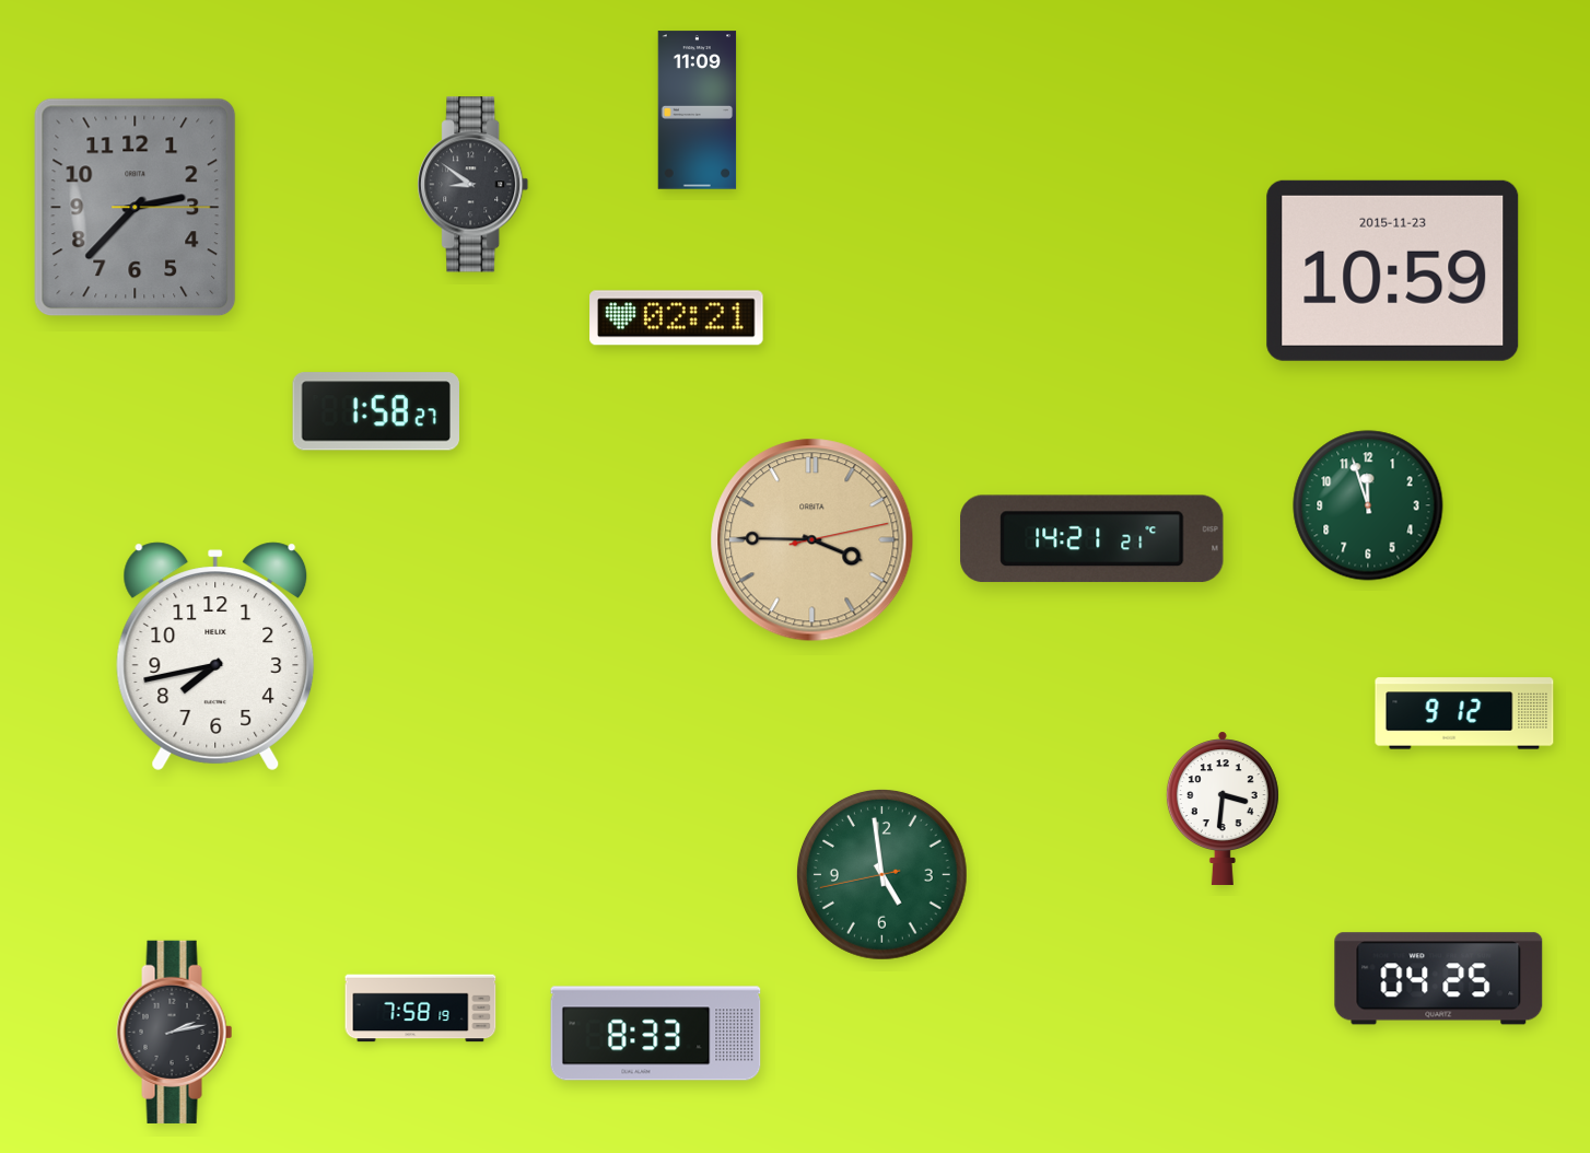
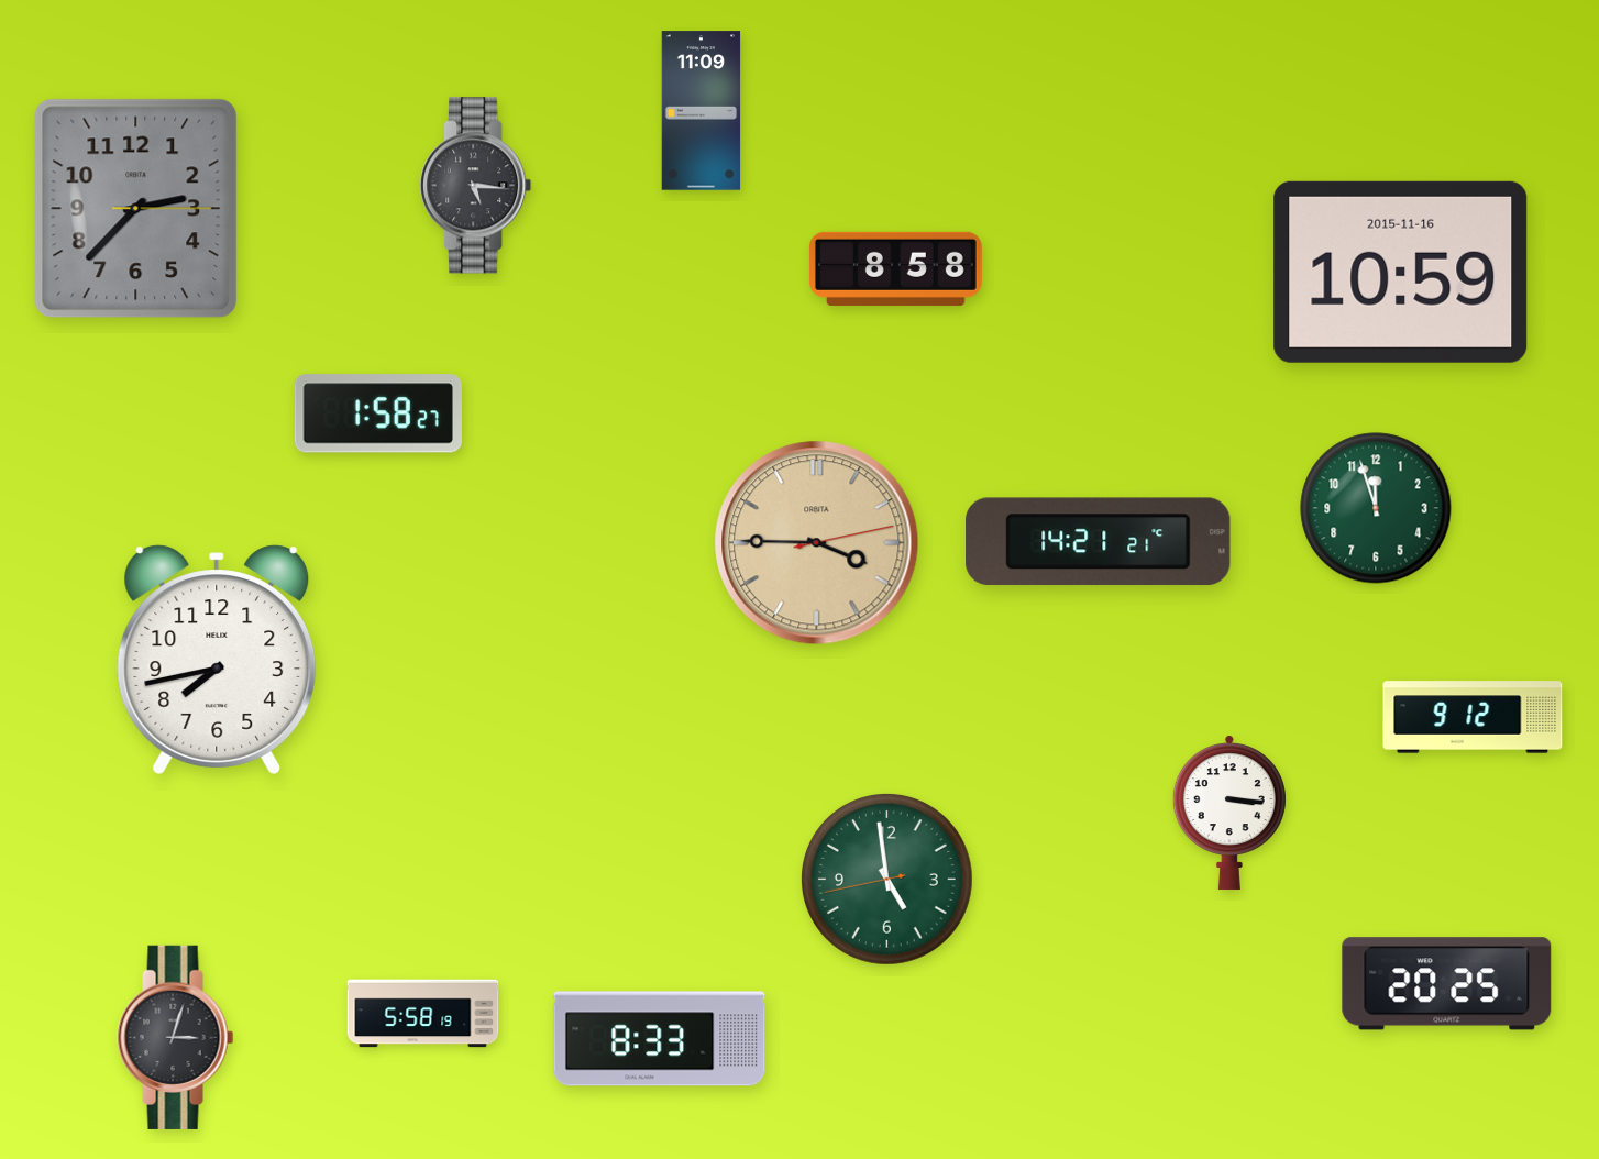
clock at (474, 185): 8:51 -> 5:16
clock at (895, 268): none -> 8:58
clock at (1393, 270) date: 2015-11-23 -> 2015-11-16
clock at (677, 318): 02:21 -> none
clock at (1223, 808): 3:31 -> 3:16
clock at (1439, 979): 04:25 -> 20:25
clock at (421, 1009): 7:58 -> 5:58
clock at (175, 1032): 2:13 -> 3:03
